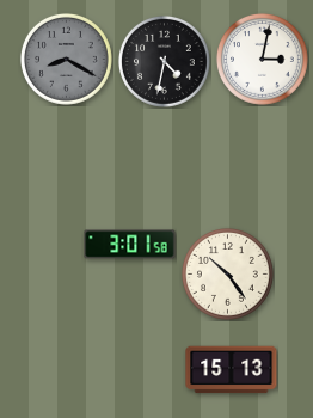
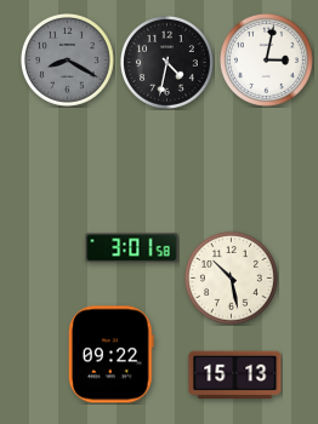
clock at (227, 273): 10:24 -> 10:28
clock at (110, 355): none -> 09:22
